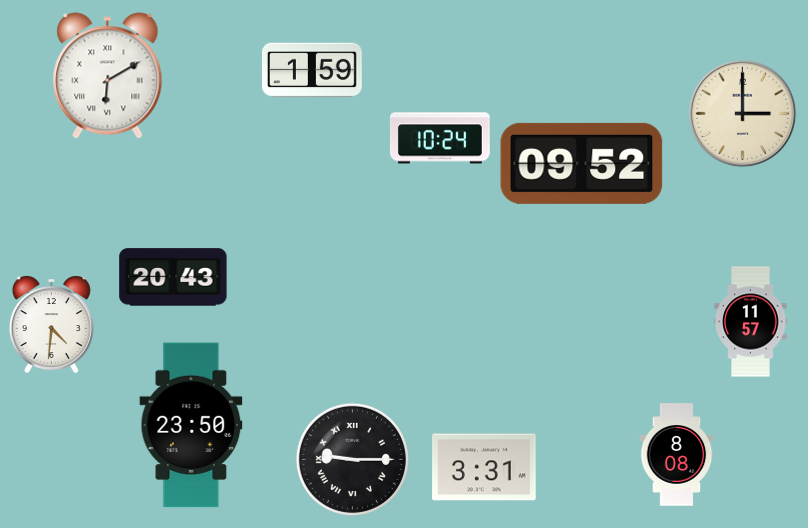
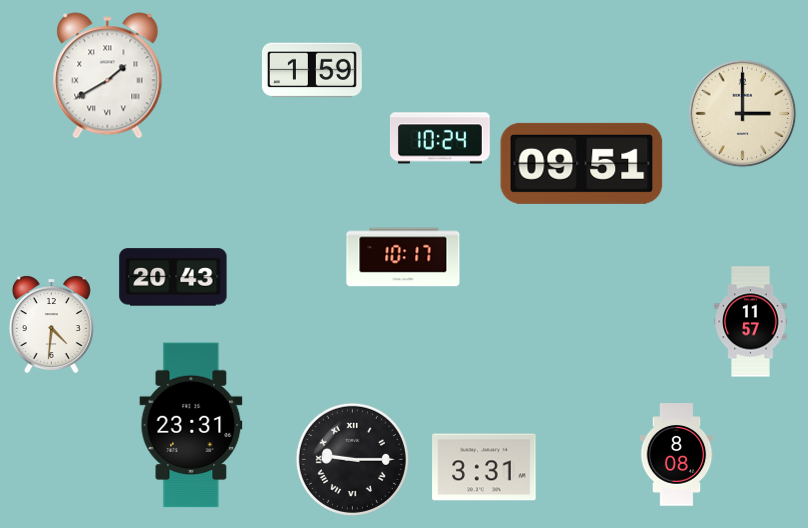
clock at (108, 76): 6:10 -> 1:40
clock at (582, 163): 09:52 -> 09:51
clock at (403, 257): none -> 10:17
clock at (191, 425): 23:50 -> 23:31
